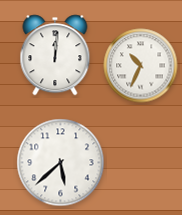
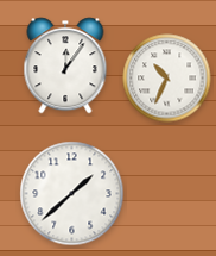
clock at (55, 55): 12:01 -> 12:06
clock at (61, 163): 5:38 -> 1:38
